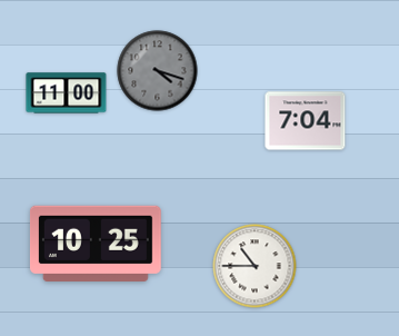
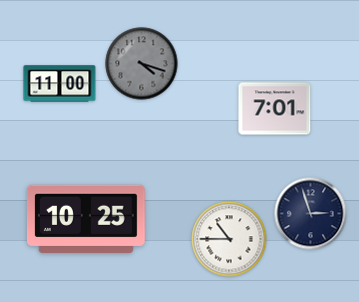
clock at (306, 121): 7:04 -> 7:01
clock at (311, 214): none -> 2:57
